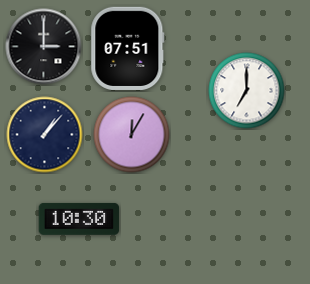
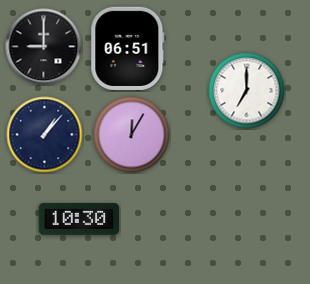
clock at (44, 47): 3:00 -> 9:00
clock at (128, 48): 07:51 -> 06:51
